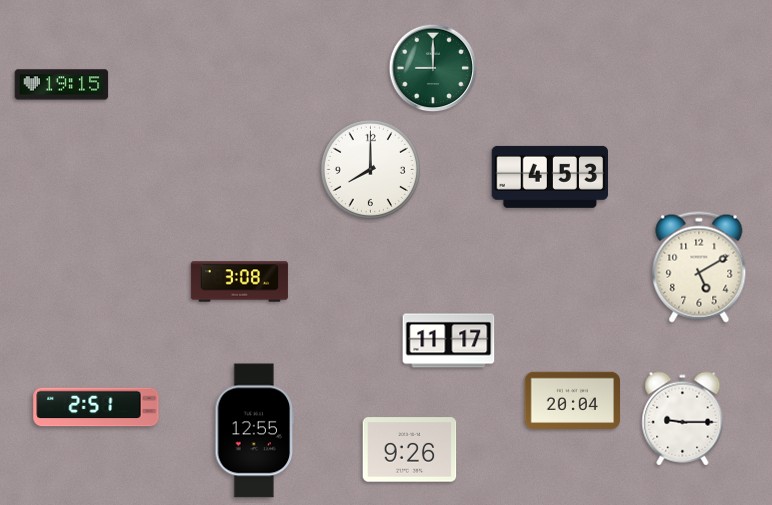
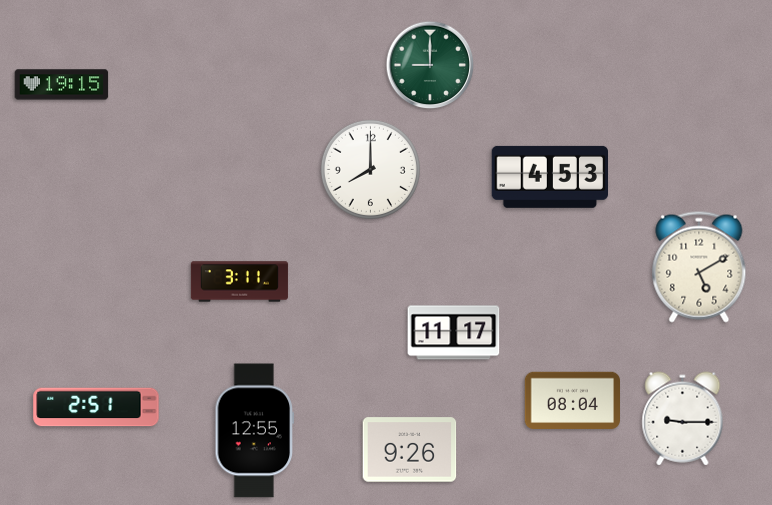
clock at (433, 68) position: (433, 68) -> (430, 65)
clock at (239, 282): 3:08 -> 3:11
clock at (449, 341) position: (449, 341) -> (454, 333)
clock at (572, 400): 20:04 -> 08:04
